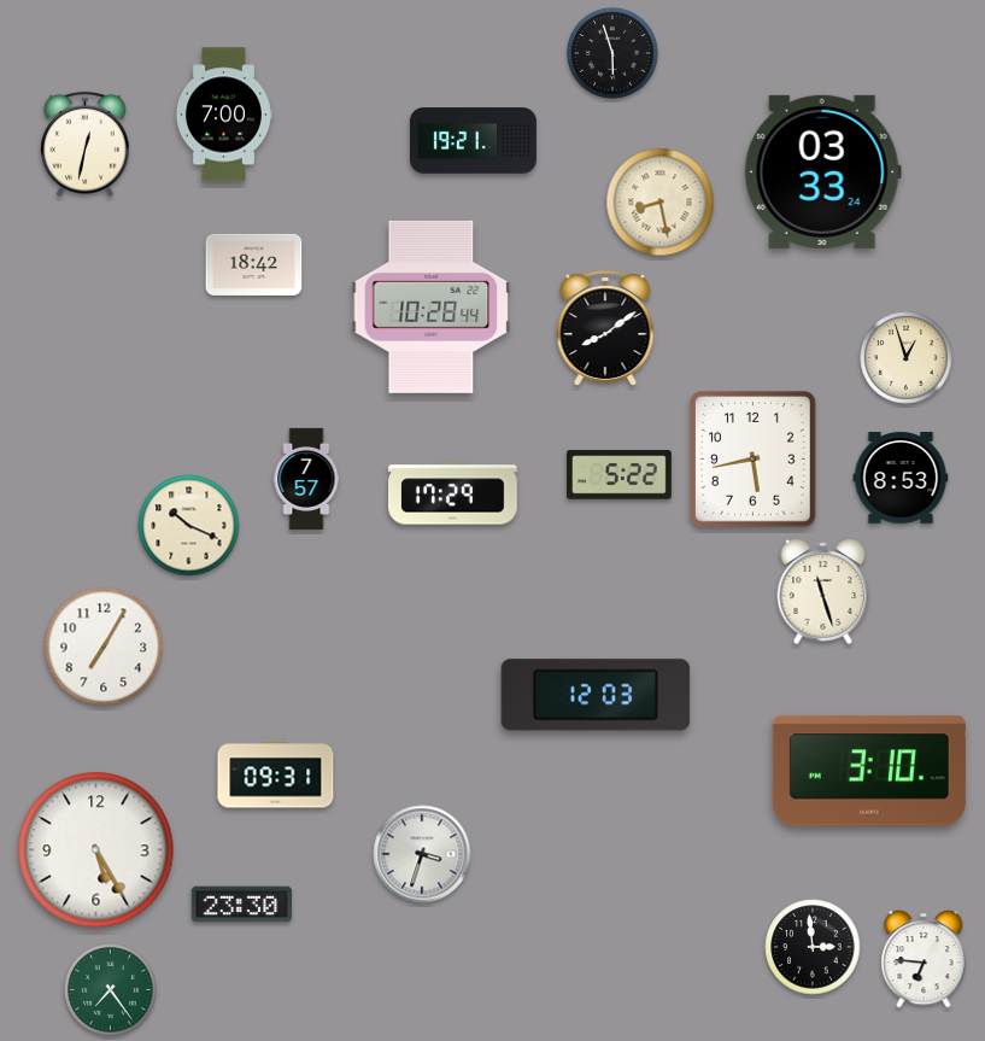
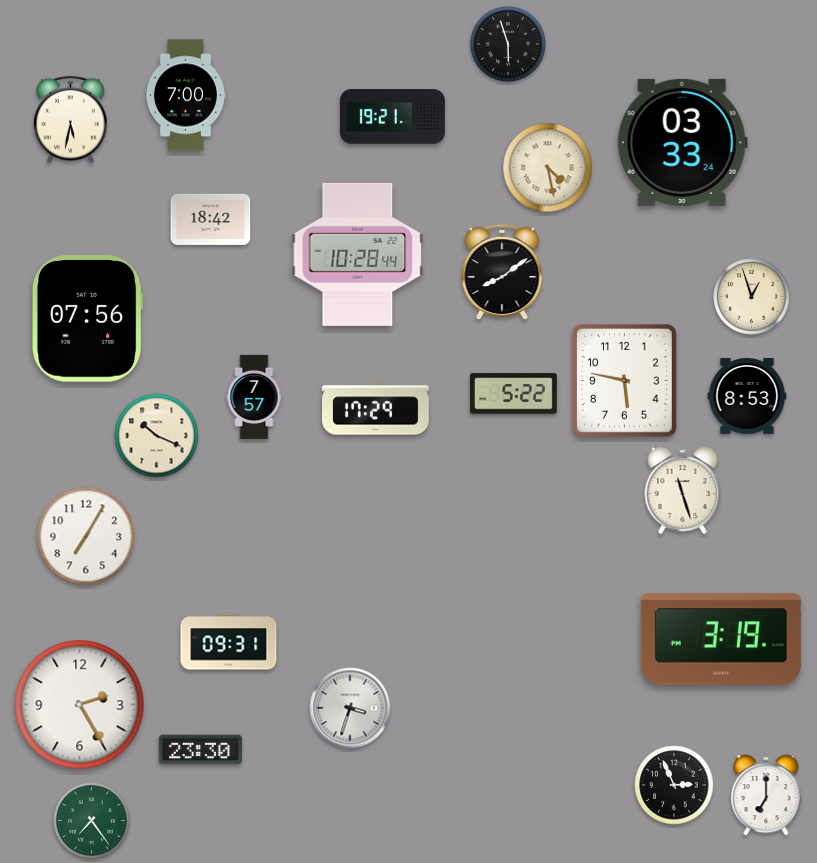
clock at (86, 145): 12:32 -> 5:32
clock at (661, 203): 8:28 -> 4:28
clock at (88, 319): none -> 07:56
clock at (754, 460): 5:43 -> 5:47
clock at (596, 695): 12:03 -> none
clock at (869, 771): 3:10 -> 3:19
clock at (96, 850): 5:25 -> 2:25
clock at (813, 947): 2:59 -> 2:56
clock at (924, 959): 6:46 -> 7:00
